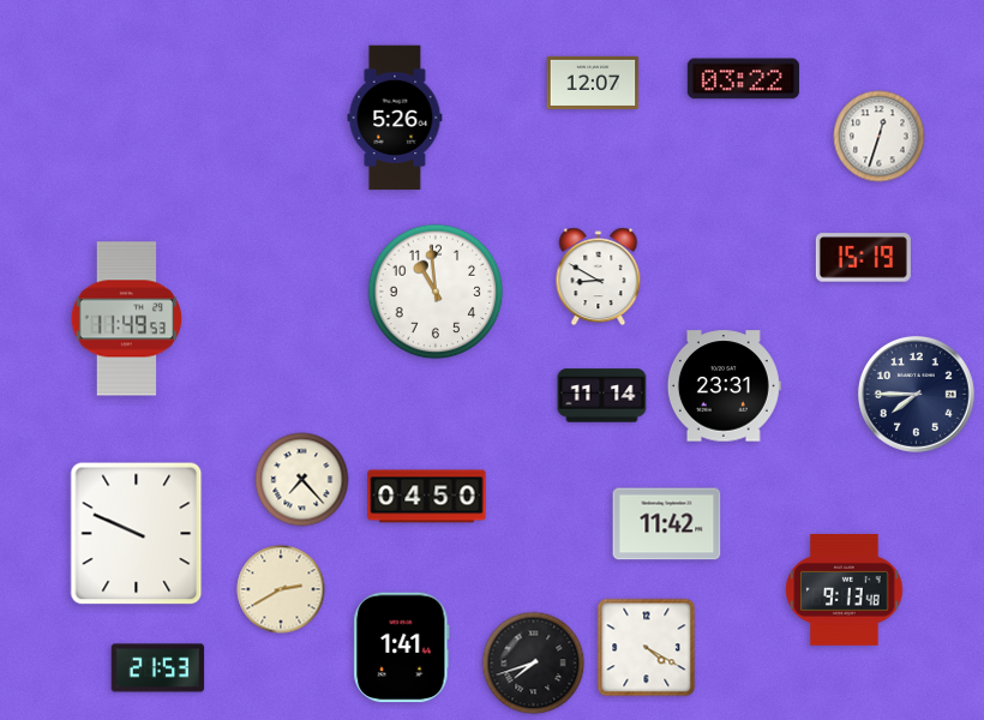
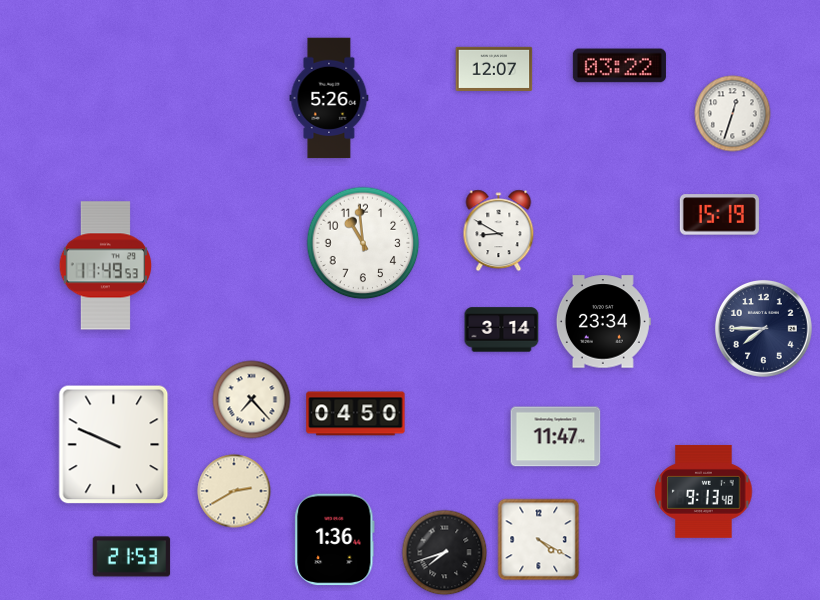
clock at (724, 386): 23:31 -> 23:34
clock at (602, 396): 11:14 -> 3:14
clock at (667, 524): 11:42 -> 11:47
clock at (402, 648): 1:41 -> 1:36
